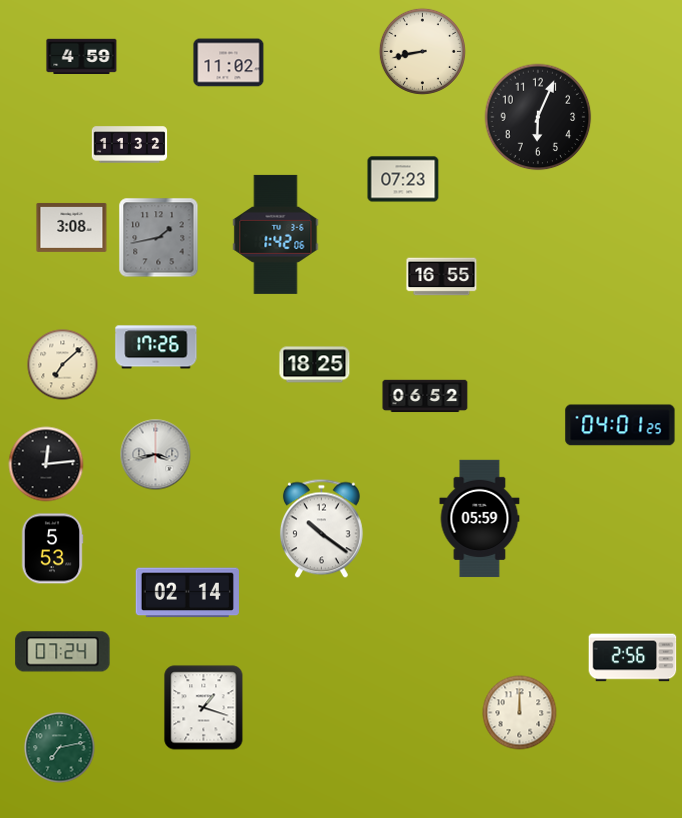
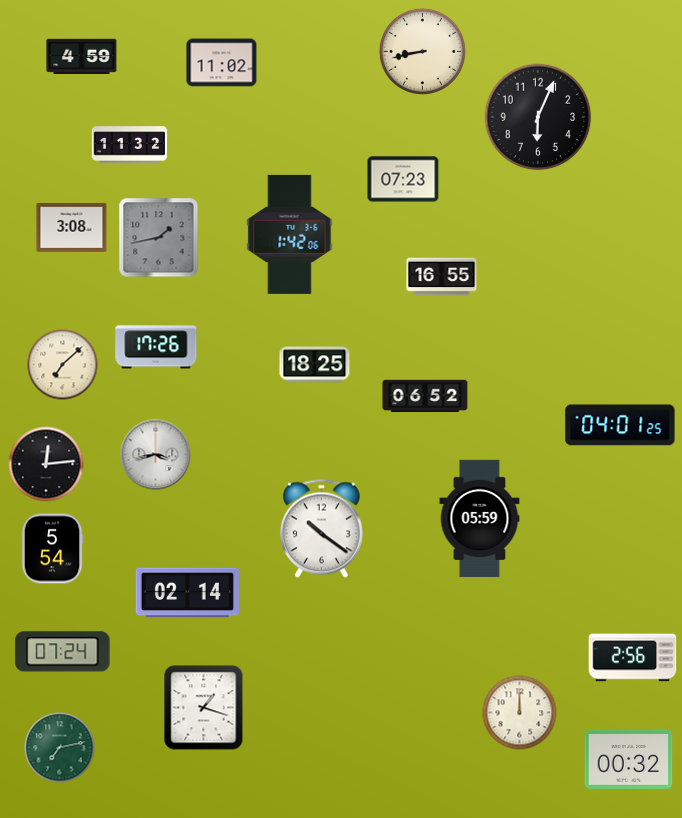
clock at (229, 63) position: (229, 63) -> (222, 63)
clock at (276, 234) position: (276, 234) -> (290, 234)
clock at (52, 549): 5:53 -> 5:54
clock at (629, 759): none -> 00:32
